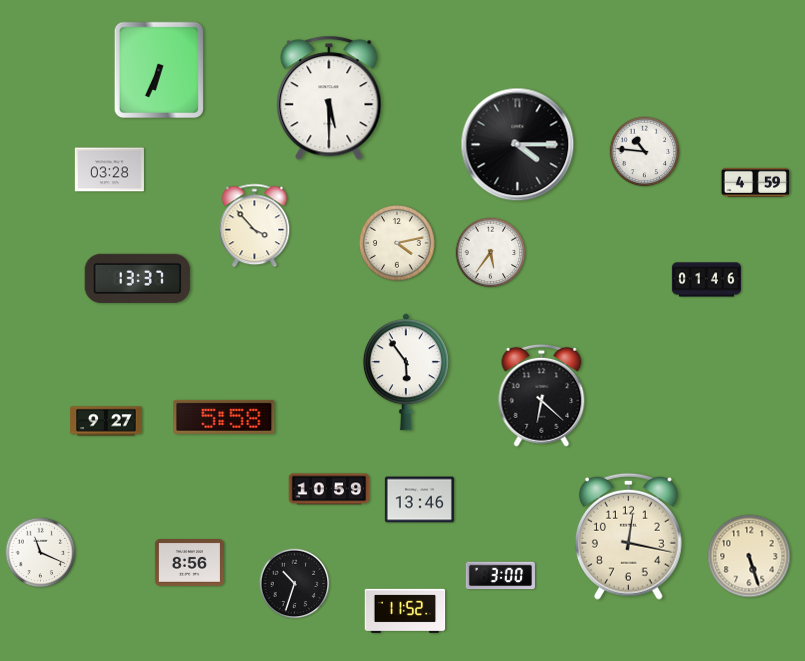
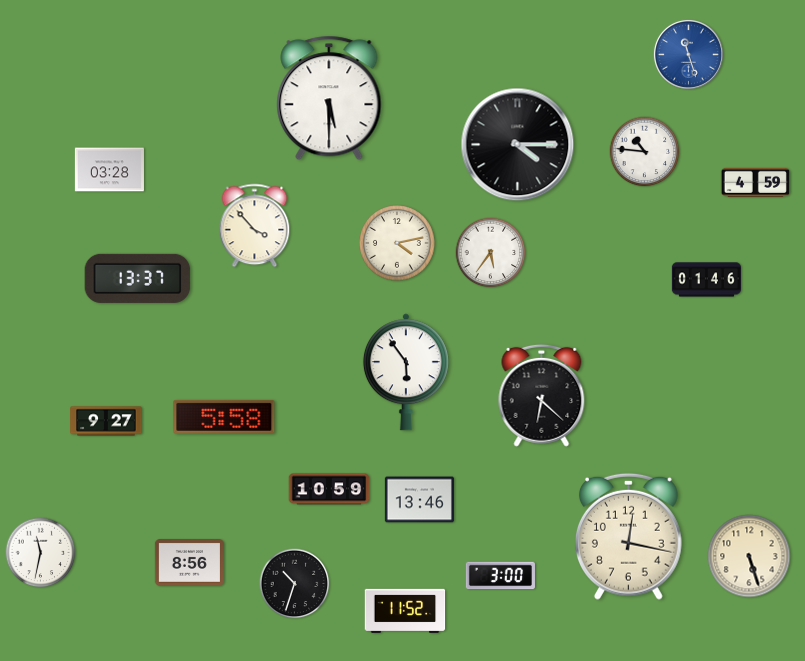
clock at (688, 54): none -> 11:27
clock at (158, 69): 6:34 -> none
clock at (41, 553): 11:19 -> 11:32
